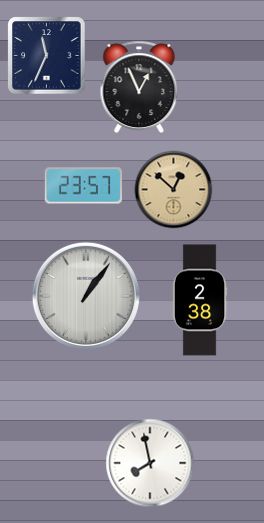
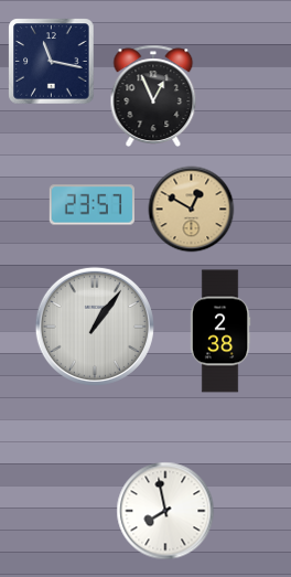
clock at (46, 55): 11:34 -> 11:17
clock at (173, 189): 12:52 -> 12:50
